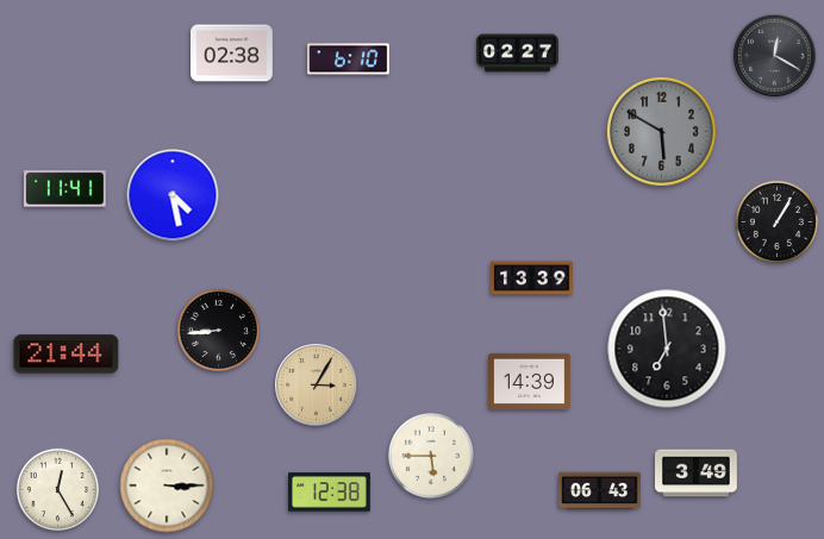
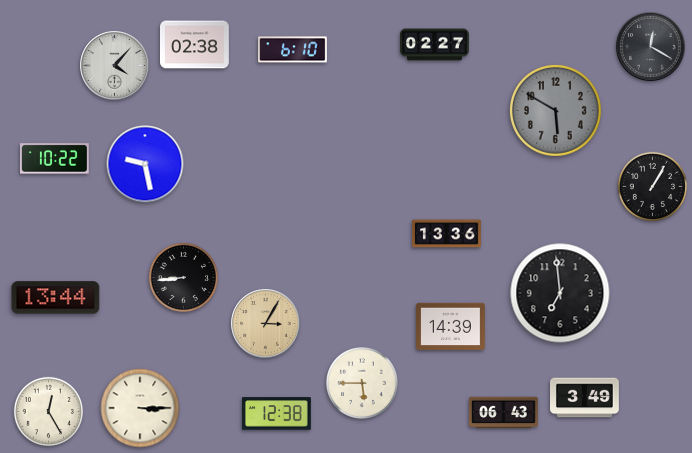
clock at (115, 66): none -> 4:07
clock at (64, 189): 11:41 -> 10:22
clock at (173, 195): 4:28 -> 9:28
clock at (532, 278): 13:39 -> 13:36
clock at (67, 355): 21:44 -> 13:44
clock at (530, 382) position: (530, 382) -> (451, 327)
